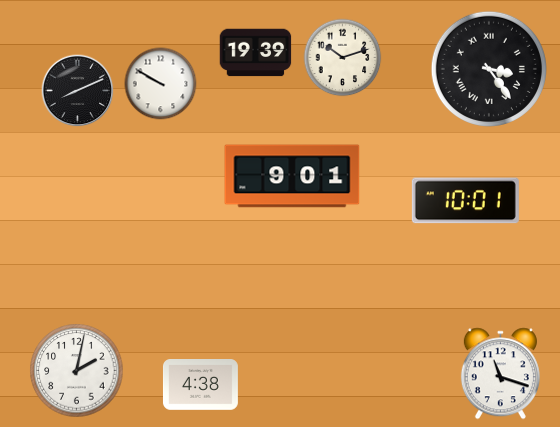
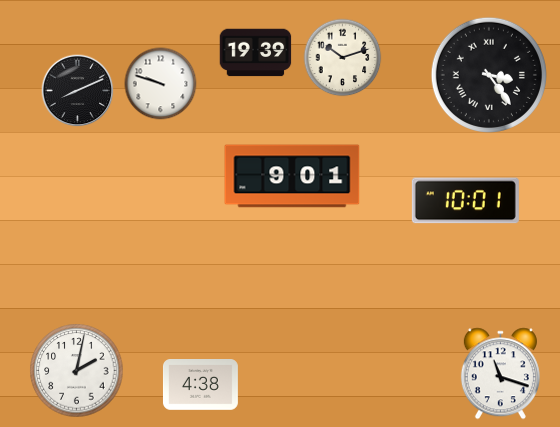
clock at (489, 69) position: (489, 69) -> (489, 75)
clock at (161, 84): 9:50 -> 9:48
